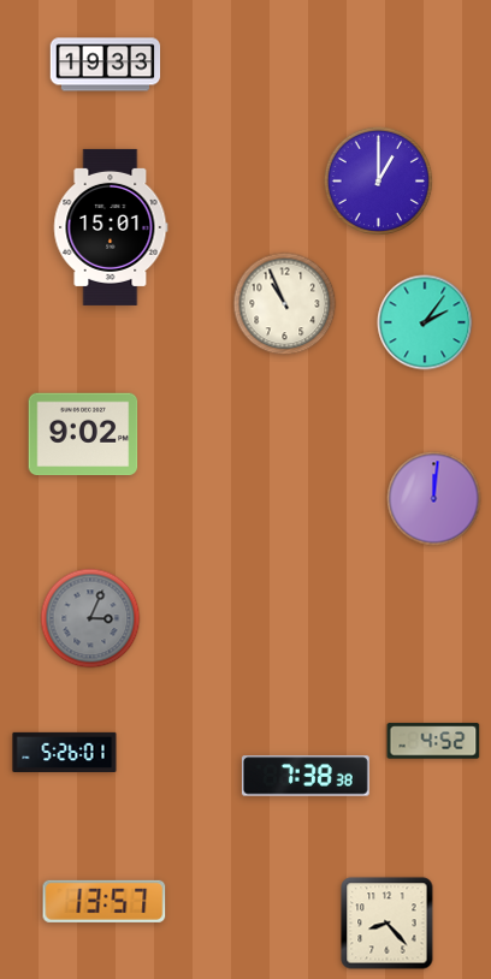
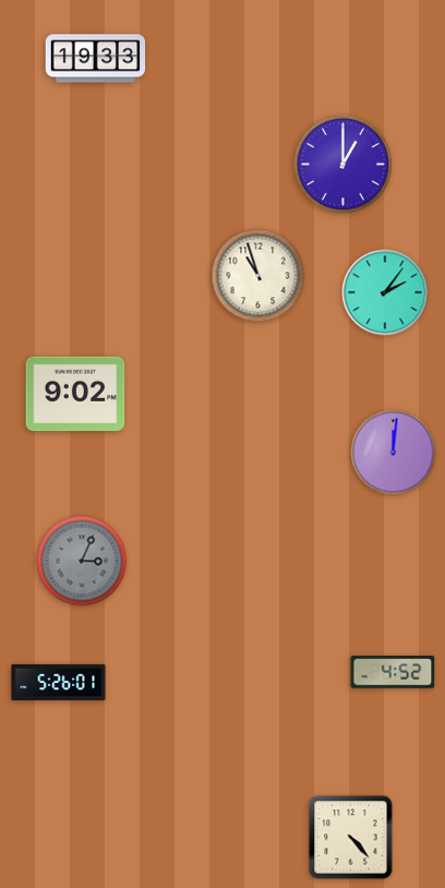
clock at (111, 227): 15:01 -> none
clock at (285, 304): 10:56 -> 10:57
clock at (306, 776): 7:38 -> none
clock at (105, 901): 13:57 -> none
clock at (388, 924): 8:23 -> 4:23
